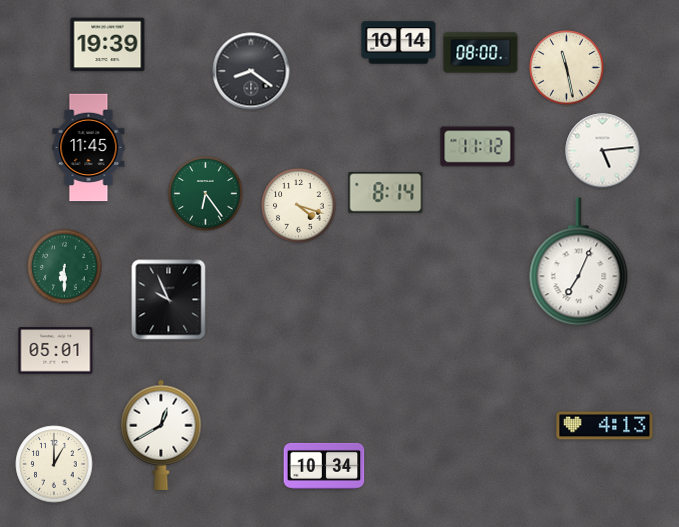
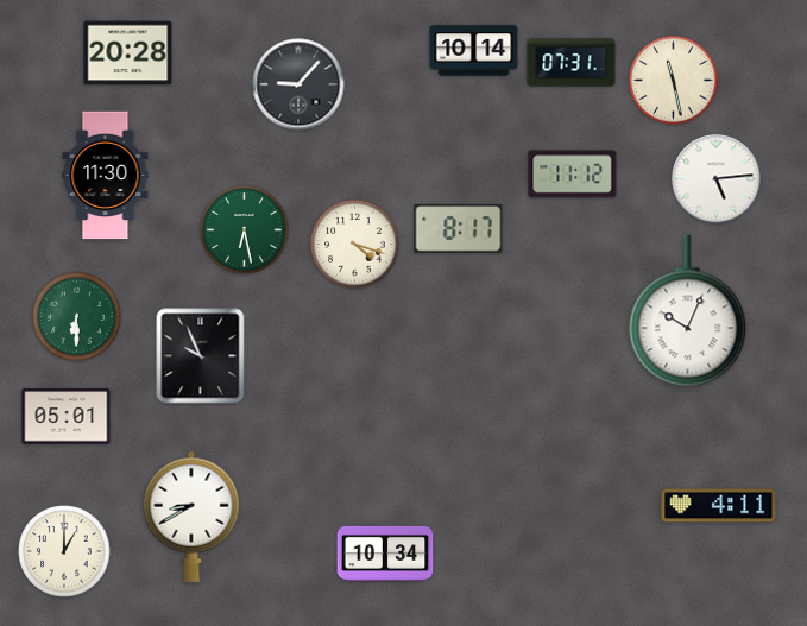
clock at (108, 45): 19:39 -> 20:28
clock at (481, 53): 08:00 -> 07:31
clock at (251, 71): 8:21 -> 9:07
clock at (478, 147) position: (478, 147) -> (573, 175)
clock at (89, 148): 11:45 -> 11:30
clock at (386, 193): 8:14 -> 8:17
clock at (206, 194): 6:24 -> 6:28
clock at (579, 262): 7:04 -> 10:04
clock at (605, 426): 4:13 -> 4:11
clock at (161, 435): 12:40 -> 8:40
